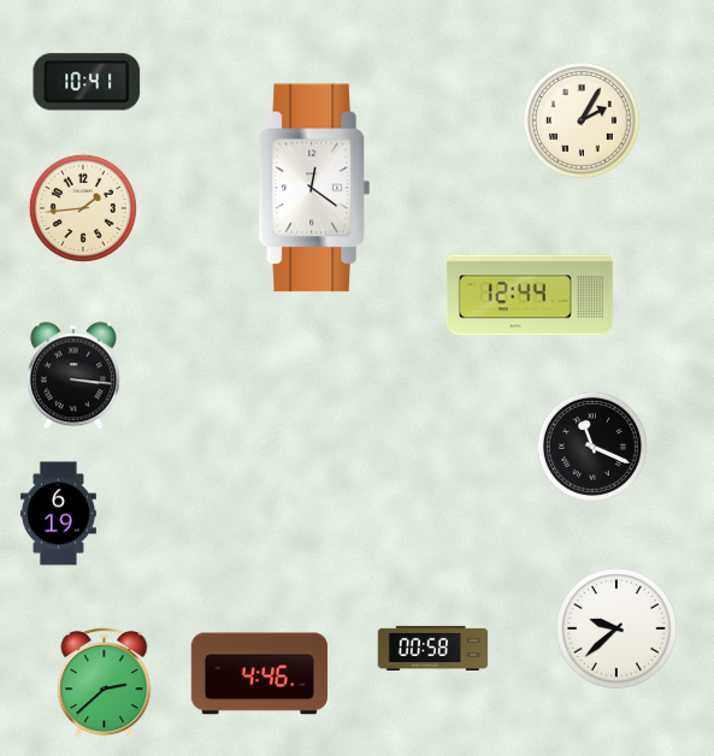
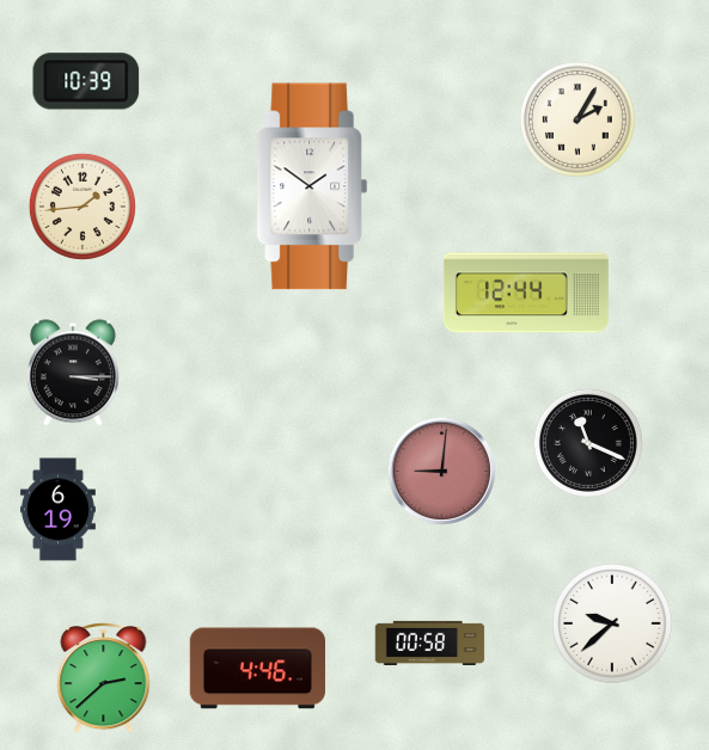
clock at (87, 82): 10:41 -> 10:39
clock at (314, 188): 12:21 -> 1:51
clock at (73, 376): 3:16 -> 3:15
clock at (441, 471): none -> 9:01
